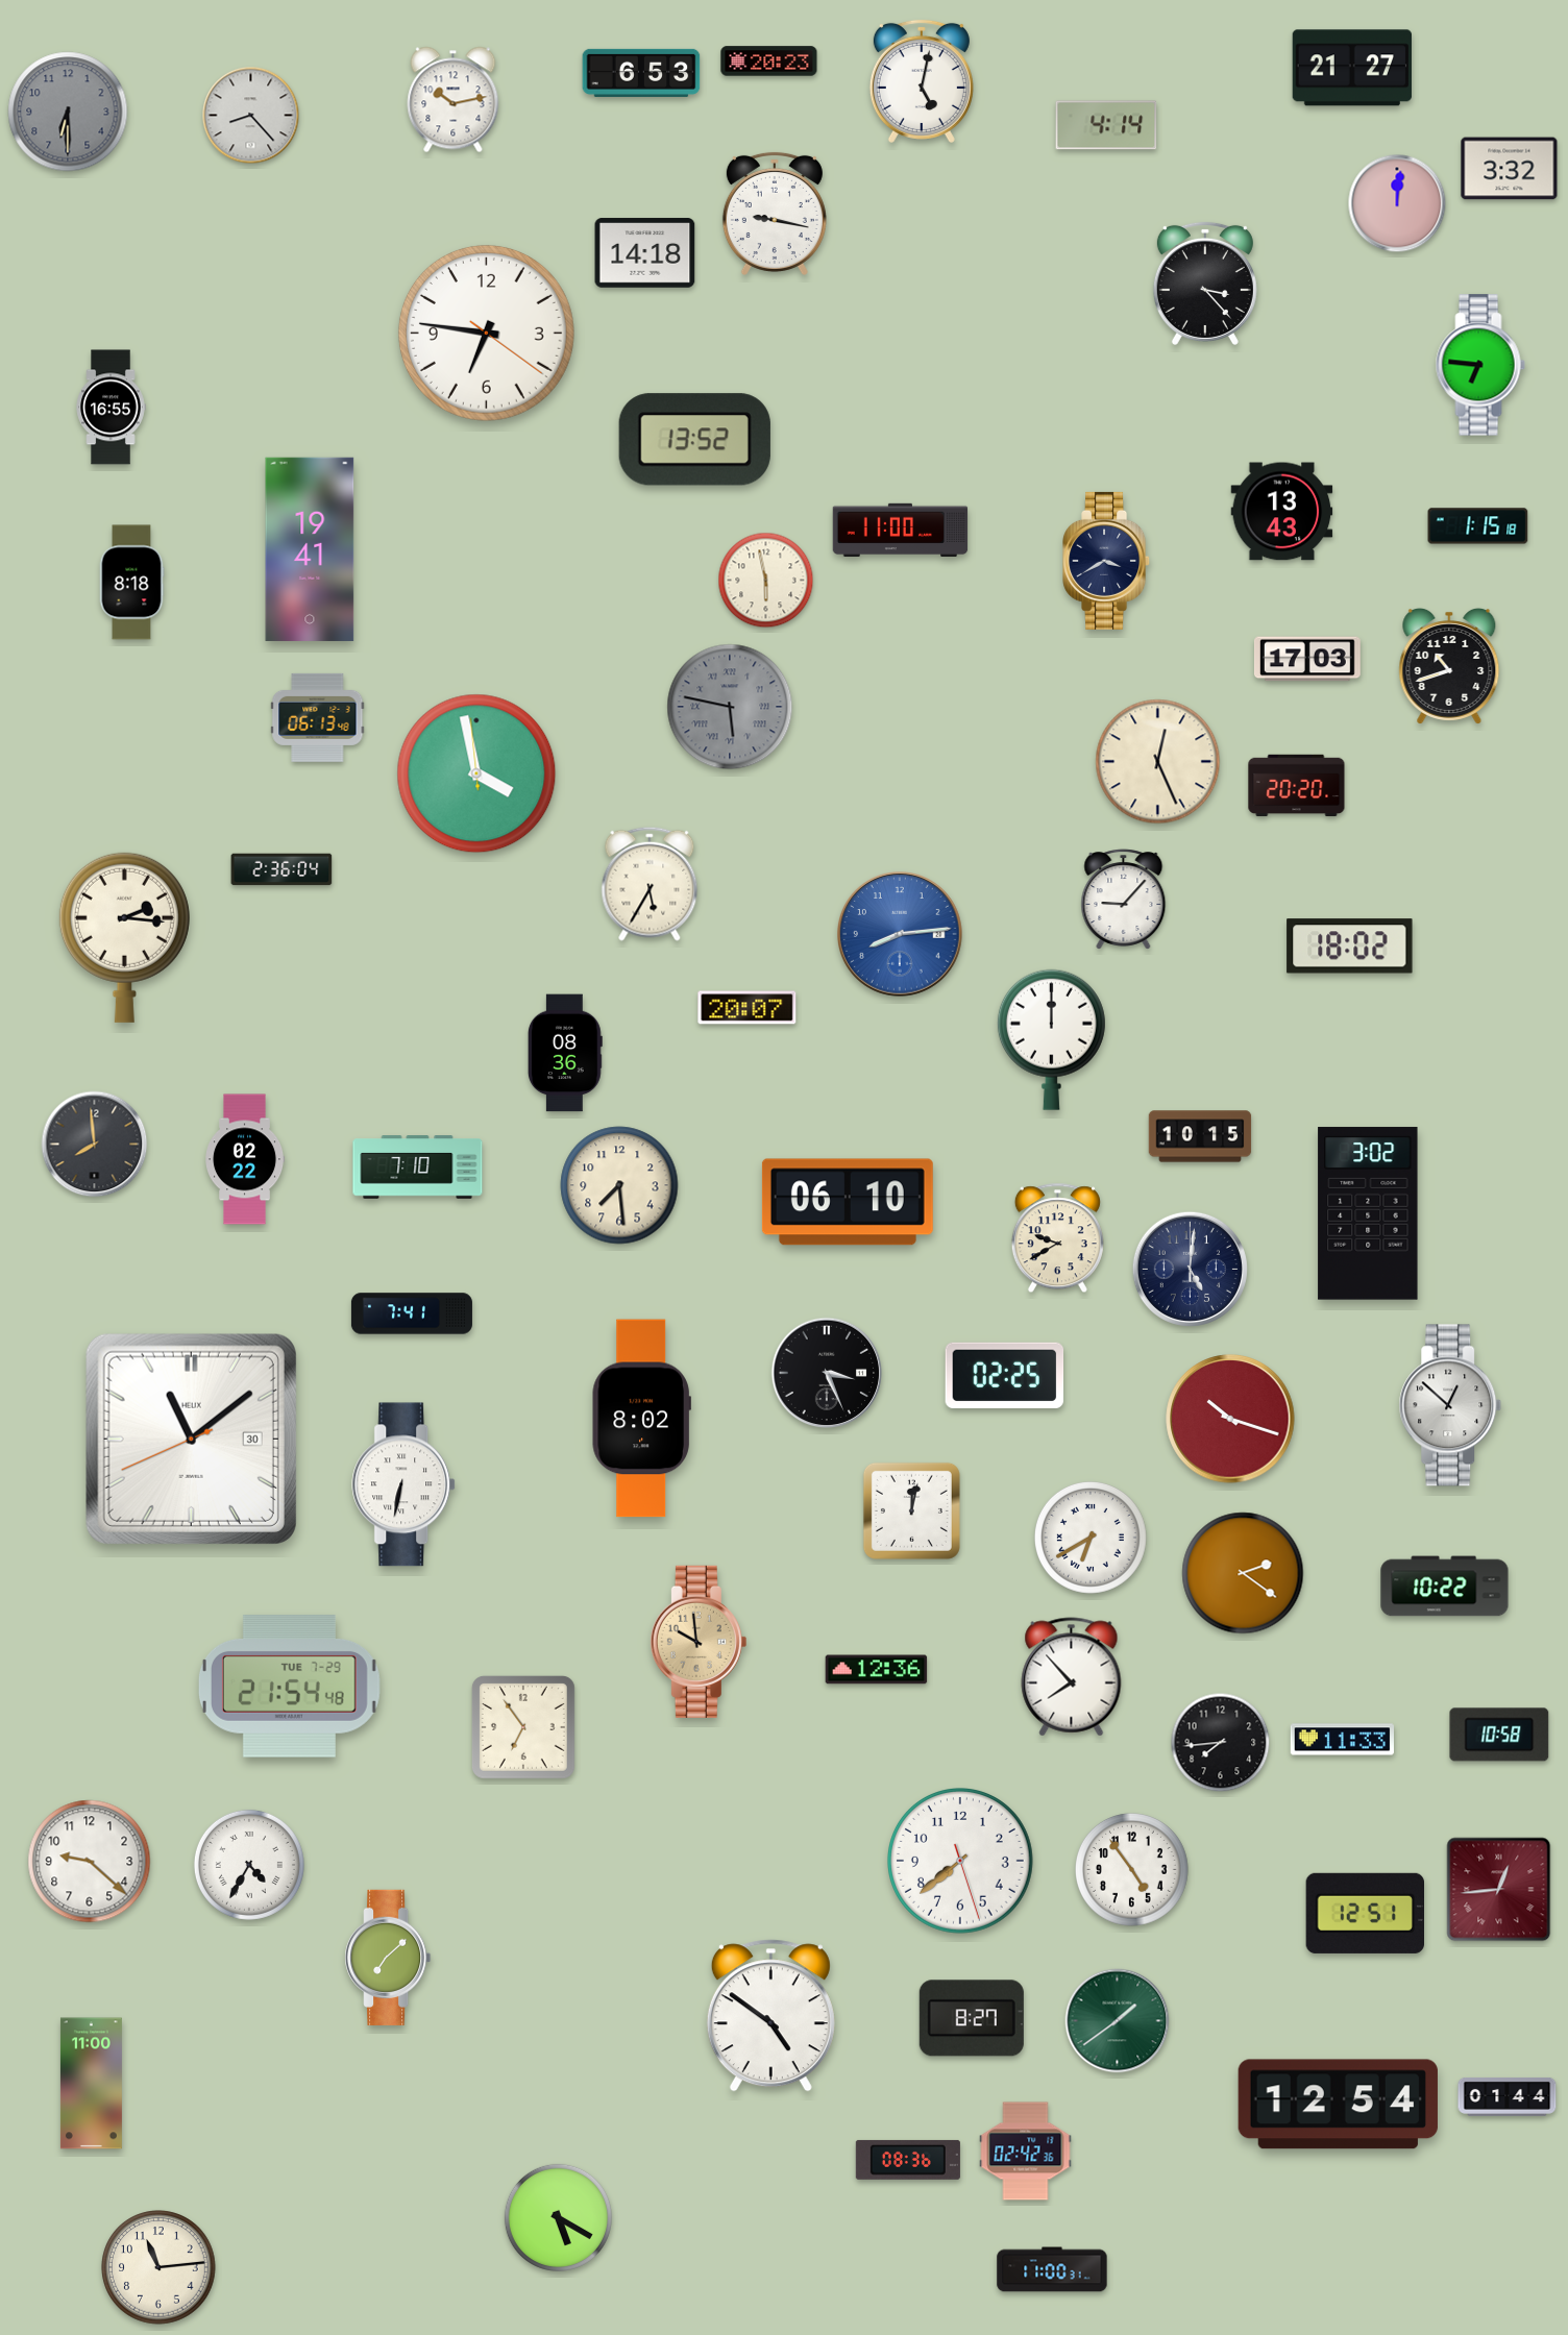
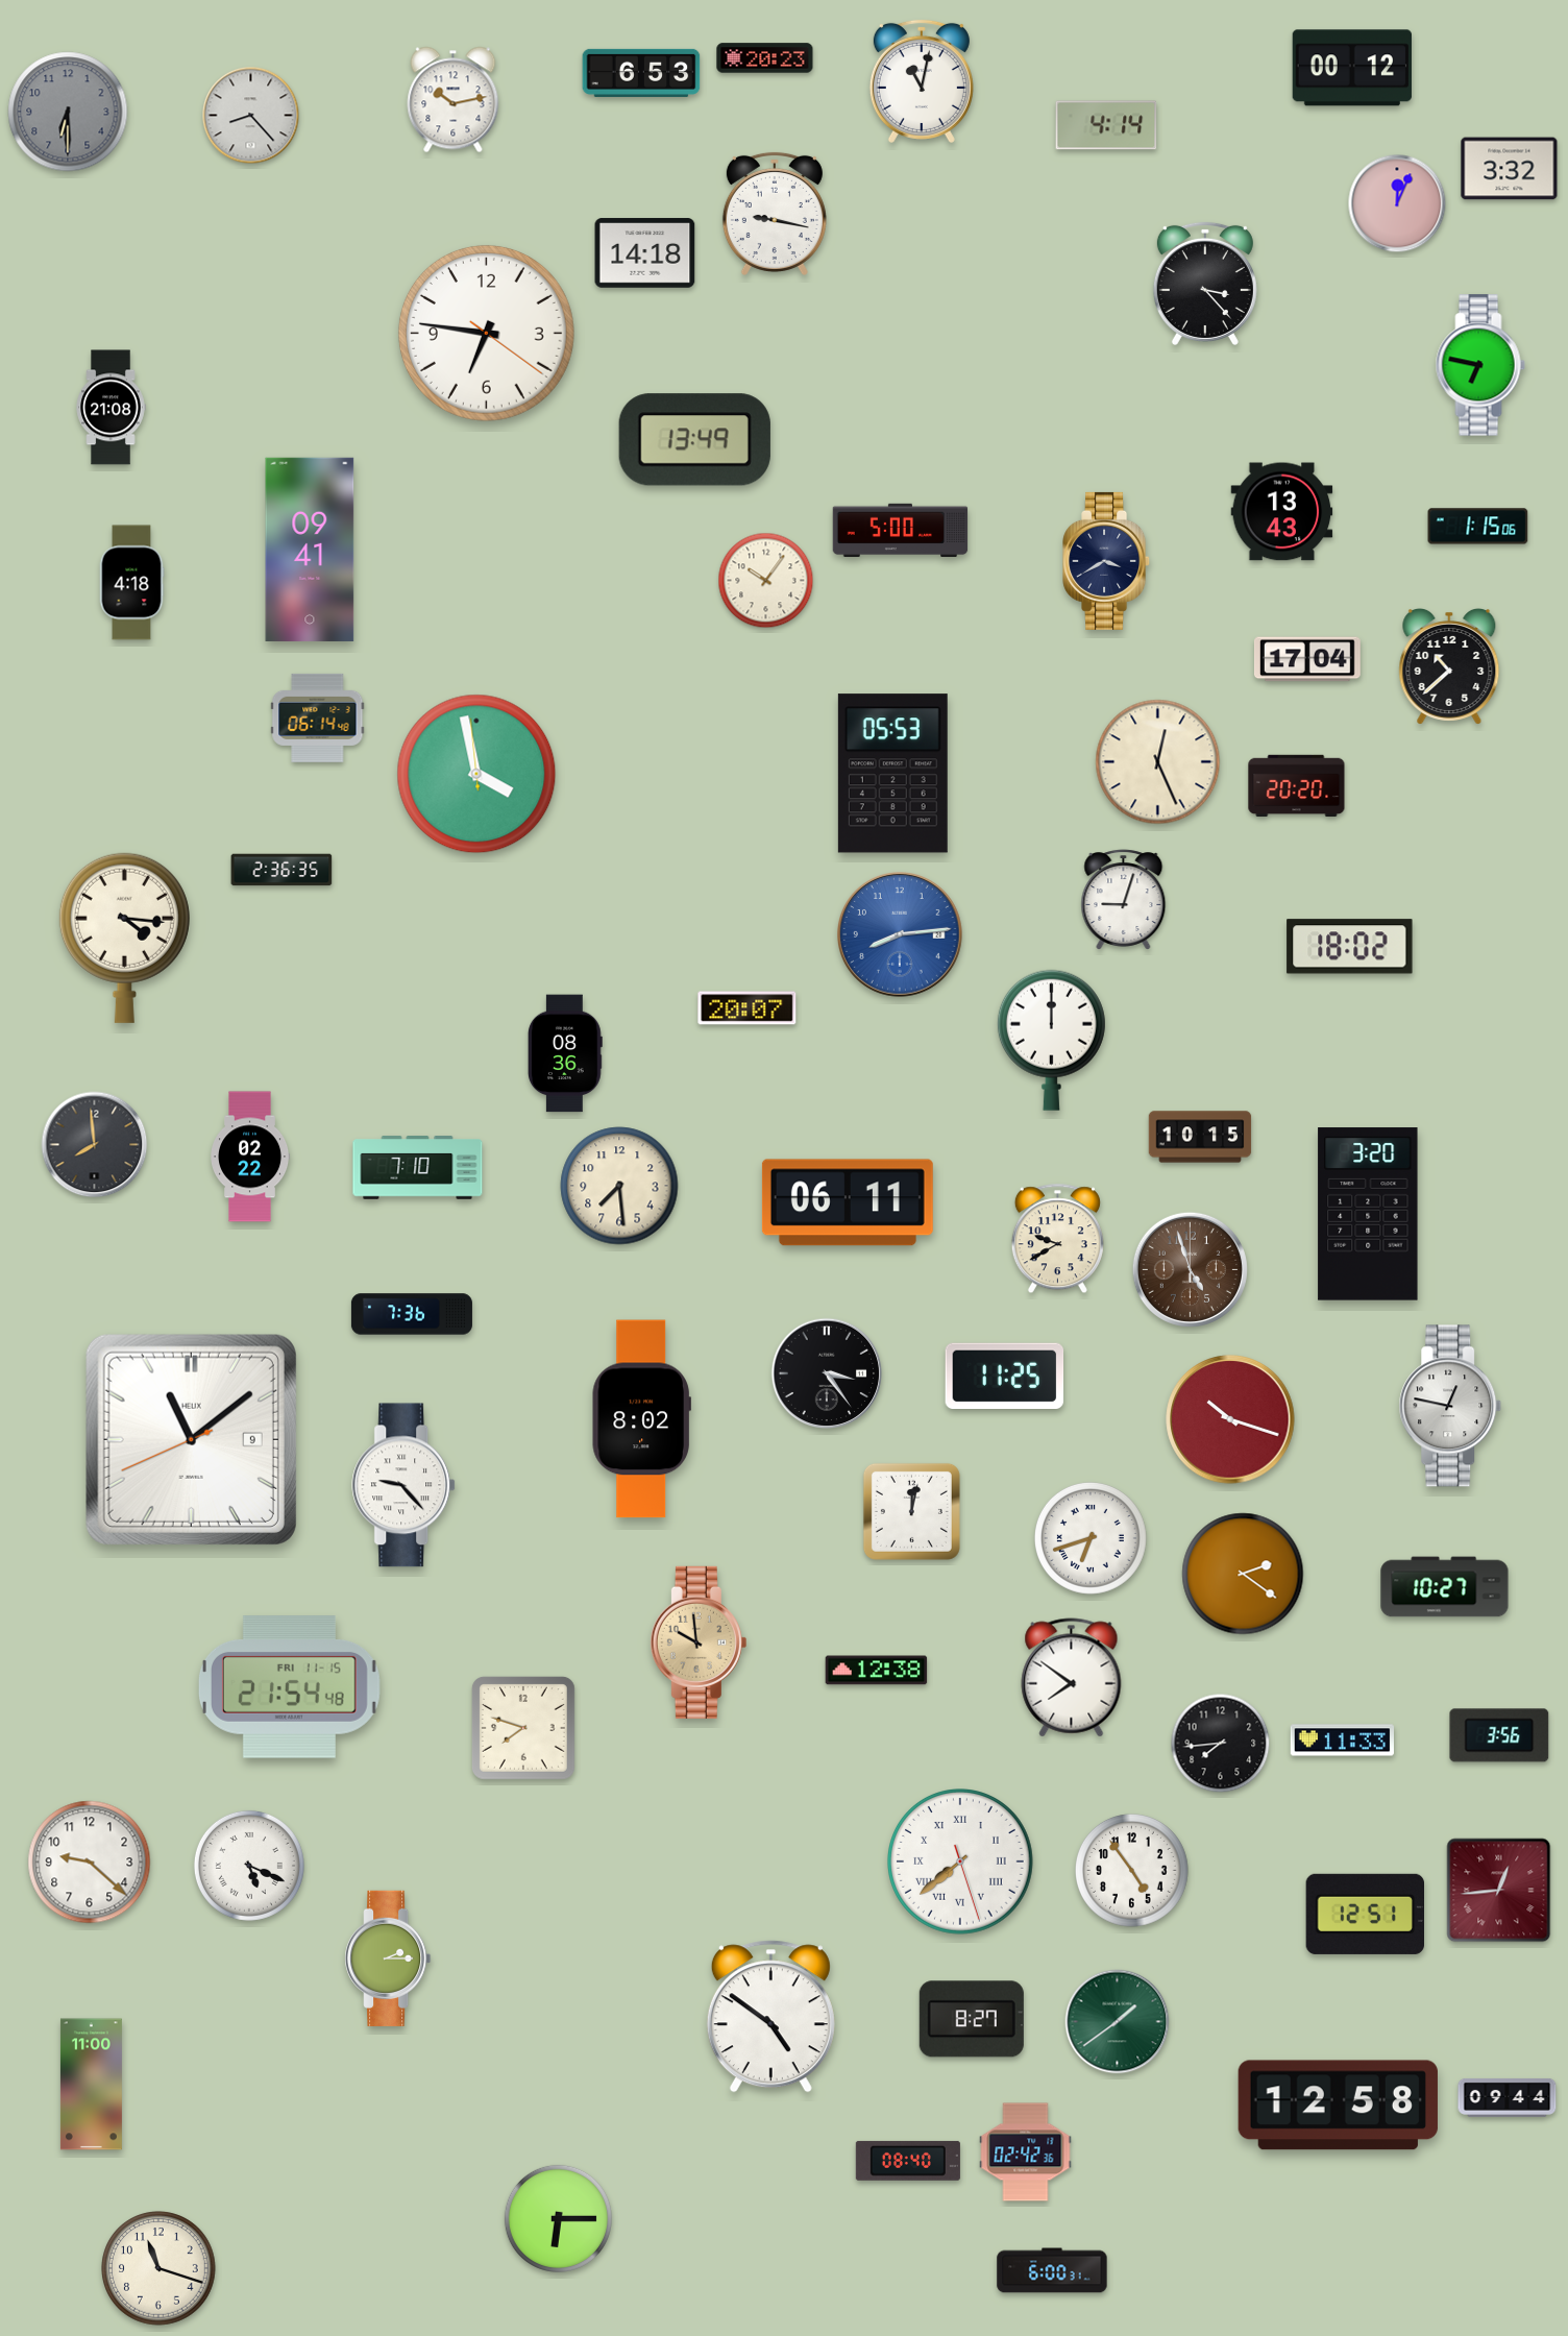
clock at (769, 62) position: (769, 62) -> (765, 58)
clock at (1352, 68): 21:27 -> 00:12
clock at (922, 81): 5:02 -> 11:02
clock at (1397, 203): 12:01 -> 12:04
clock at (1480, 365): 6:46 -> 6:47
clock at (111, 408): 16:55 -> 21:08
clock at (694, 440): 13:52 -> 13:49
clock at (1478, 526): 1:15:18 -> 1:15:06
clock at (901, 530): 11:00 -> 5:00
clock at (310, 549): 19:41 -> 09:41
clock at (766, 581): 5:58 -> 10:06
clock at (131, 583): 8:18 -> 4:18
clock at (1307, 659): 17:03 -> 17:04
clock at (1449, 667): 10:42 -> 10:38
clock at (730, 707): 5:47 -> none
clock at (318, 717): 06:13 -> 06:14
clock at (892, 774): none -> 05:53
clock at (281, 869): 2:36:04 -> 2:36:35
clock at (650, 884): 5:35 -> none
clock at (1124, 900): 9:07 -> 9:03
clock at (124, 937): 2:16 -> 4:16
clock at (246, 1159) position: (246, 1159) -> (251, 1157)
clock at (848, 1202): 06:10 -> 06:11
clock at (1368, 1213): 3:02 -> 3:20
clock at (1190, 1269): 5:01 -> 4:57
clock at (1190, 1269) dial: navy -> brown
clock at (412, 1313): 7:41 -> 7:36
clock at (827, 1373): 3:26 -> 3:24
clock at (1005, 1375): 02:25 -> 11:25
clock at (1450, 1405): 12:52 -> 12:47
clock at (191, 1439) date: 30 -> 9
clock at (405, 1484): 6:32 -> 9:23
clock at (1091, 1538): 6:40 -> 6:42
clock at (1445, 1587): 10:22 -> 10:27
clock at (877, 1670): 12:36 -> 12:38
clock at (1072, 1677): 7:53 -> 7:51
clock at (289, 1687) date: TUE 7-29 -> FRI 11-15
clock at (523, 1727): 6:54 -> 7:48
clock at (1499, 1735): 10:58 -> 3:56
clock at (961, 1862) numerals: Arabic -> Roman
clock at (249, 1865): 4:35 -> 5:19
clock at (388, 1958): 7:08 -> 2:15
clock at (1508, 2096): 01:44 -> 09:44
clock at (1338, 2105): 12:54 -> 12:58
clock at (908, 2160): 08:36 -> 08:40
clock at (558, 2217): 5:20 -> 6:15
clock at (158, 2267): 11:14 -> 11:18
clock at (1052, 2269): 11:00 -> 6:00
